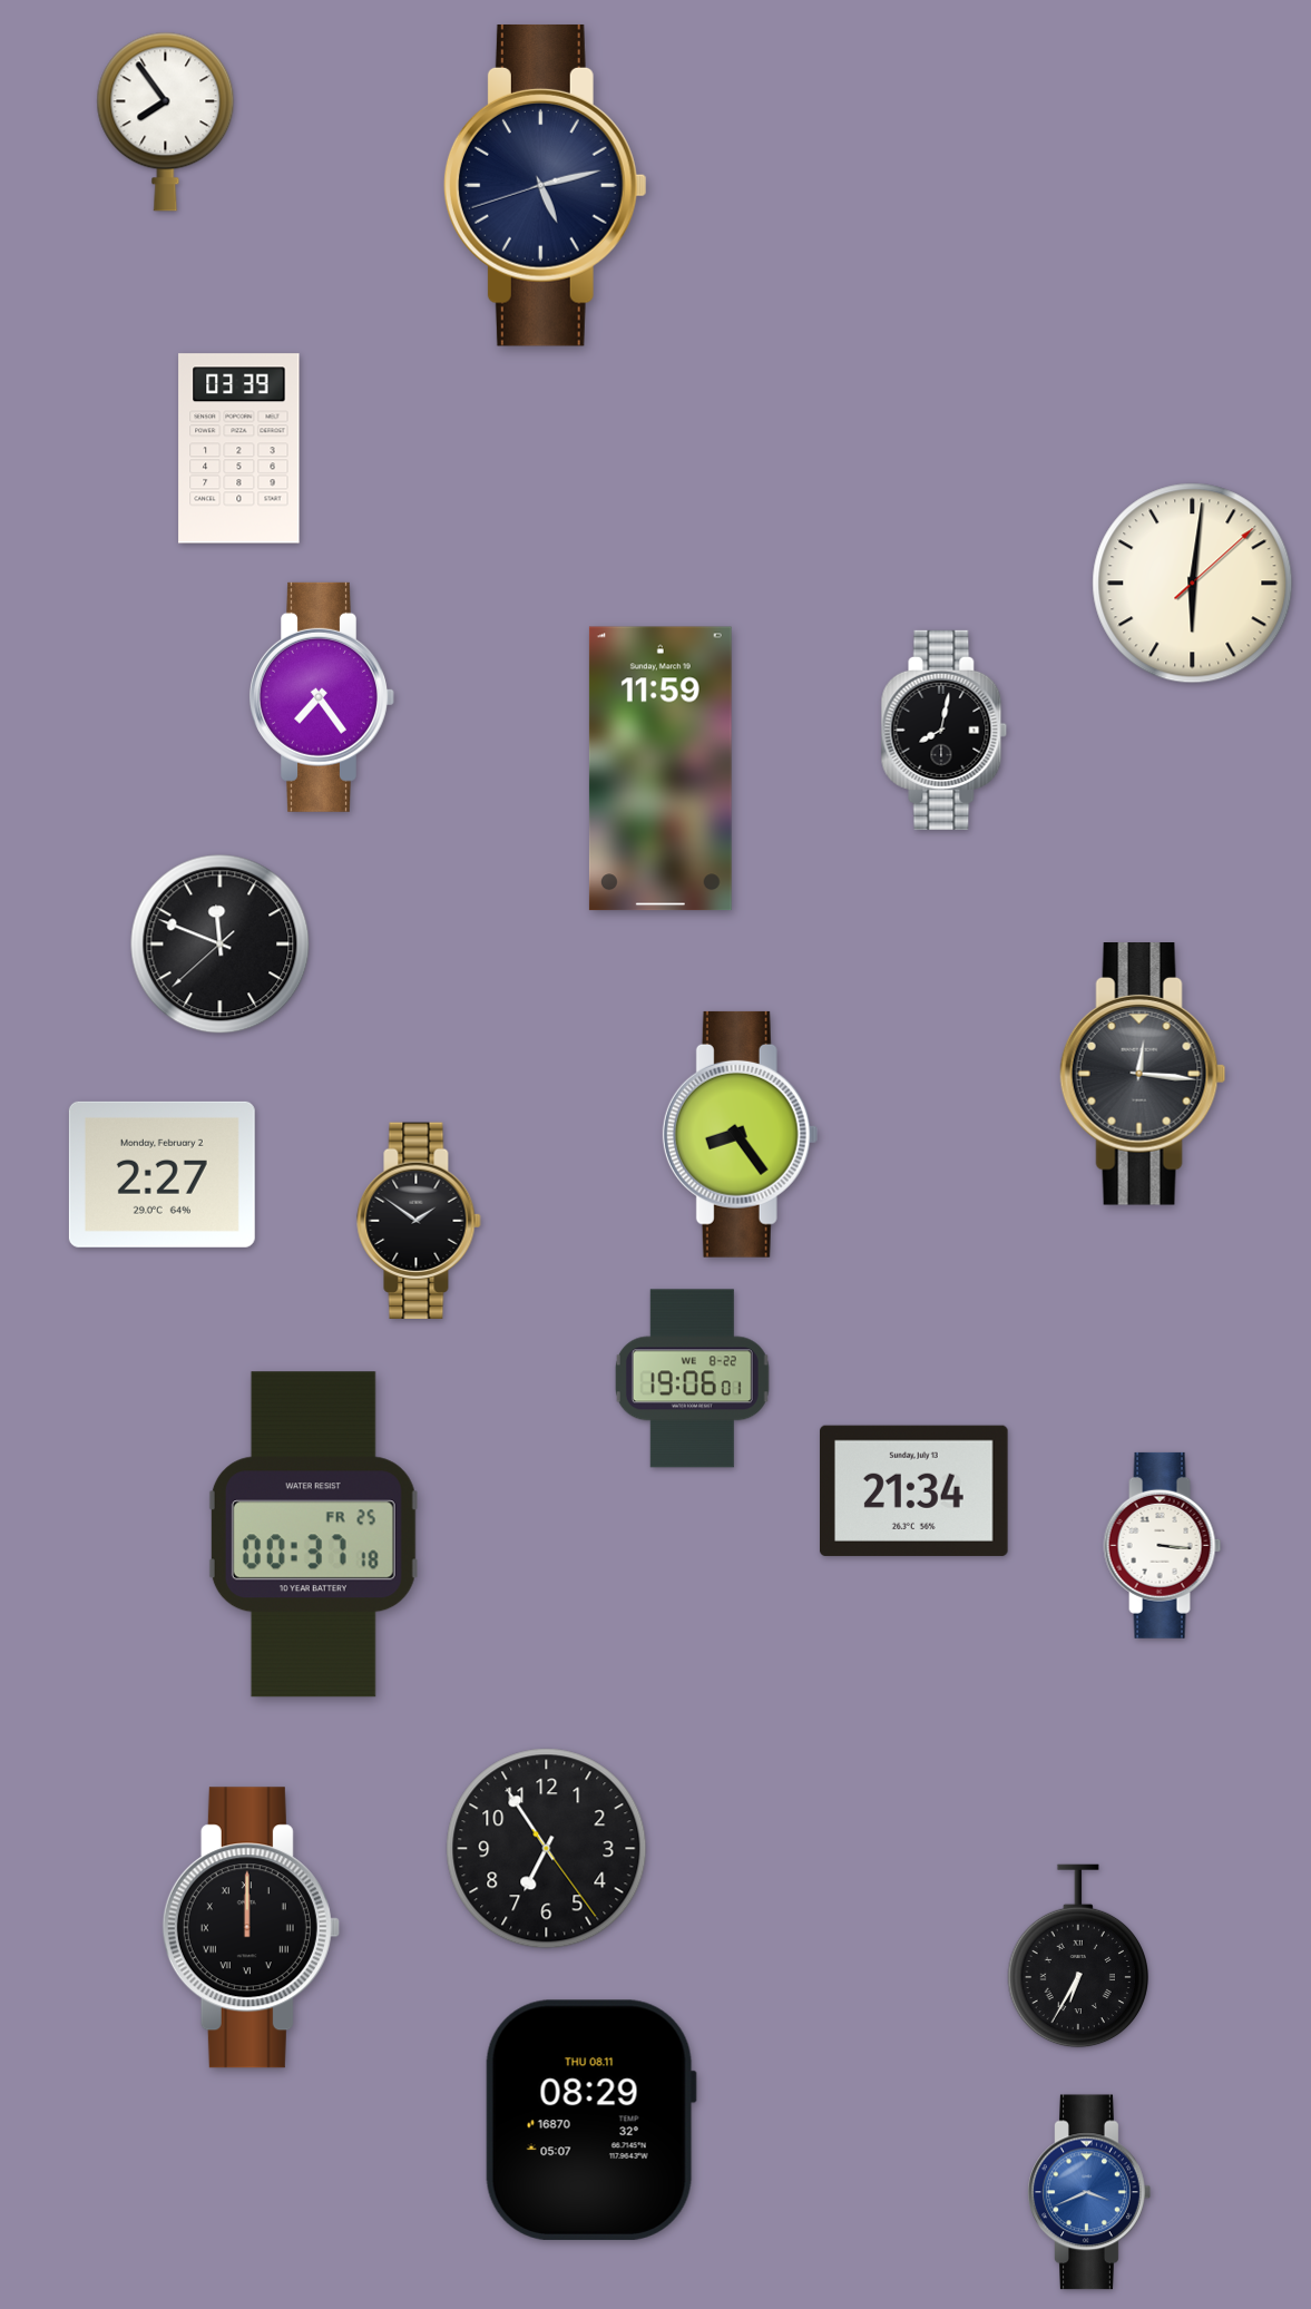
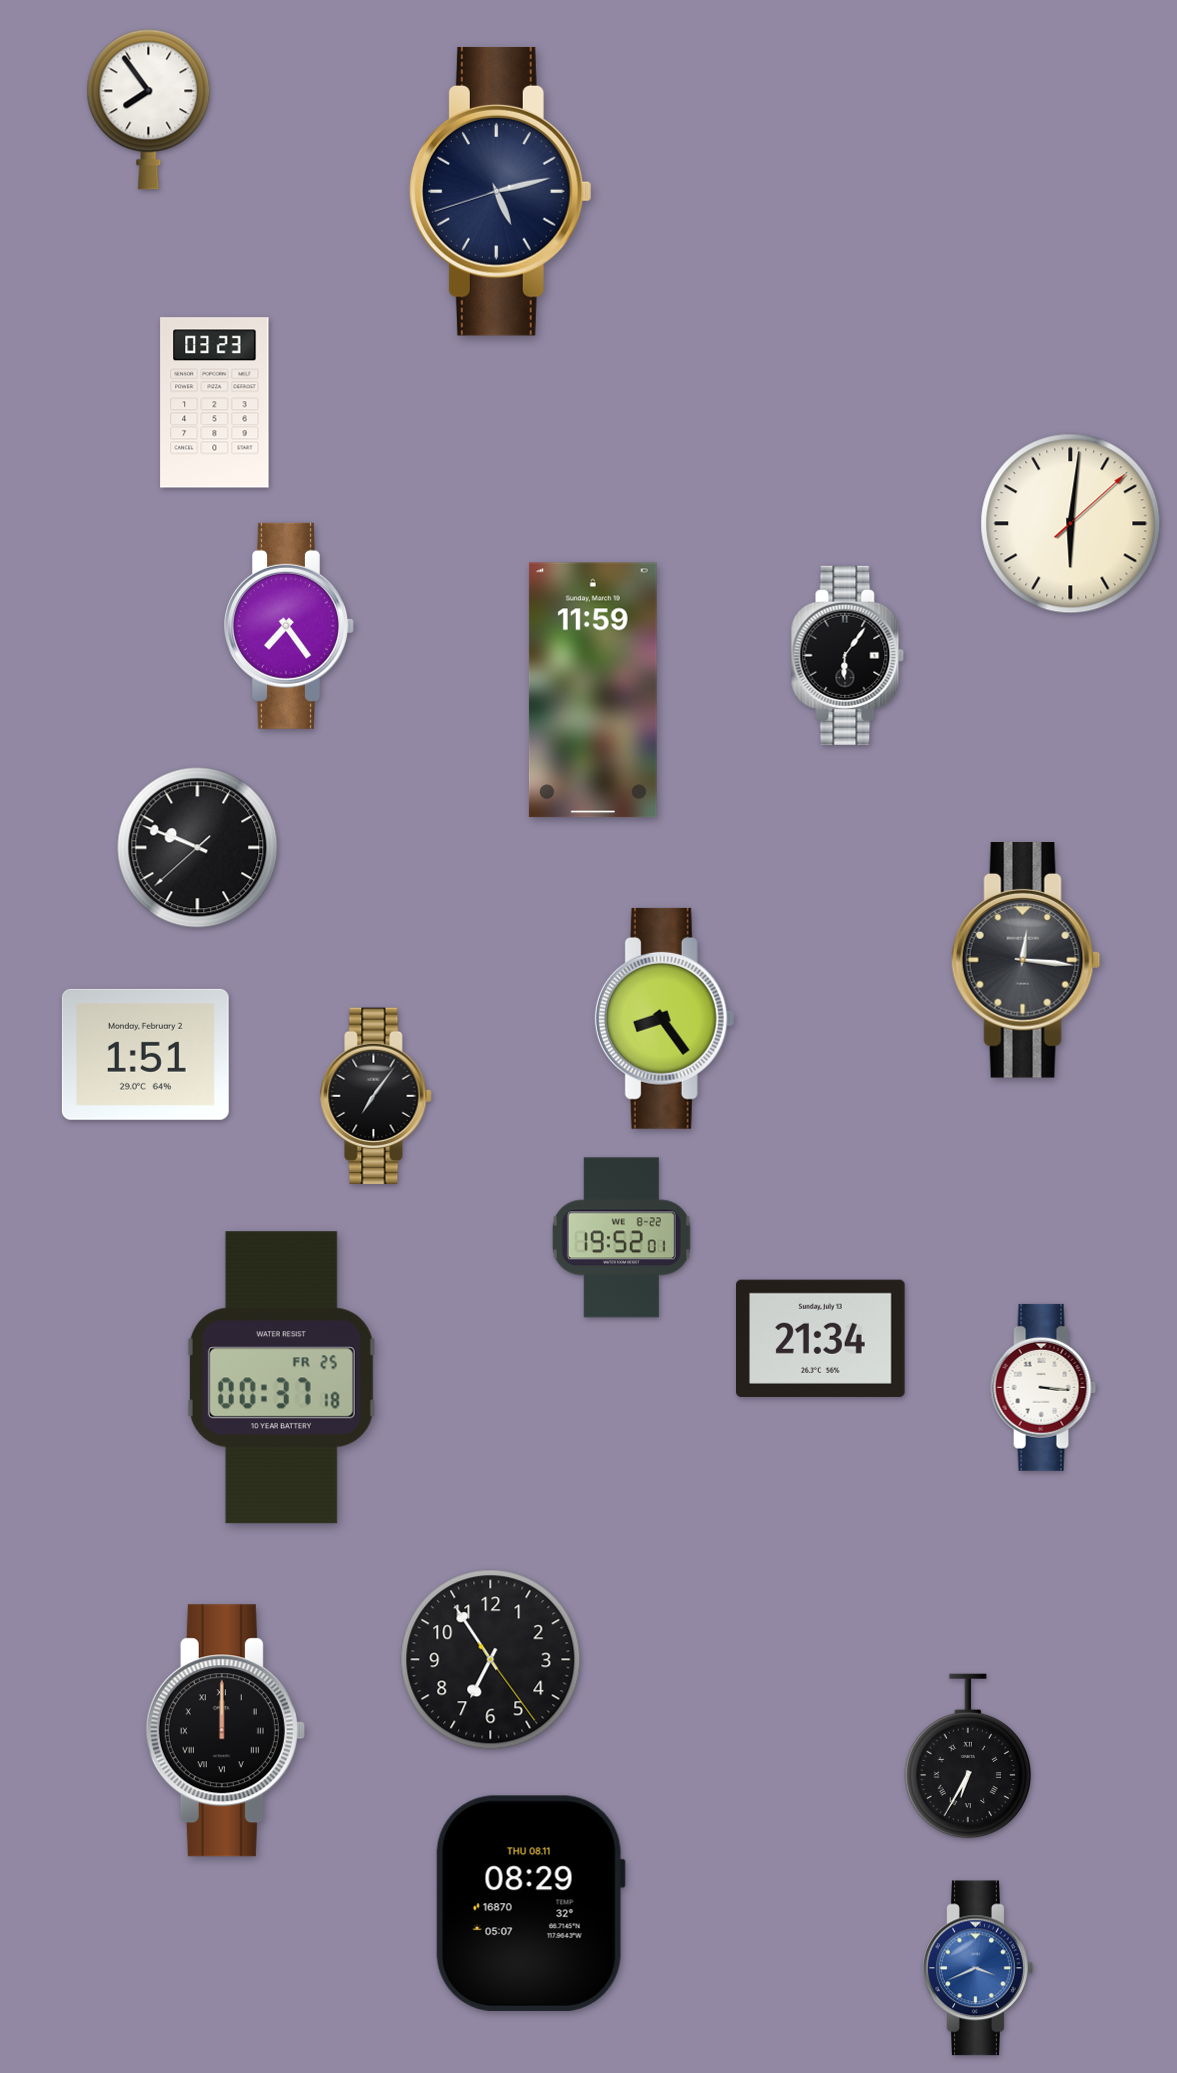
clock at (545, 185) position: (545, 185) -> (500, 191)
clock at (239, 449): 03:39 -> 03:23
clock at (945, 730): 8:02 -> 6:06
clock at (221, 945): 11:48 -> 9:48
clock at (1143, 1074) position: (1143, 1074) -> (1026, 960)
clock at (162, 1174): 2:27 -> 1:51
clock at (419, 1221): 1:51 -> 7:06
clock at (692, 1379): 19:06 -> 19:52
